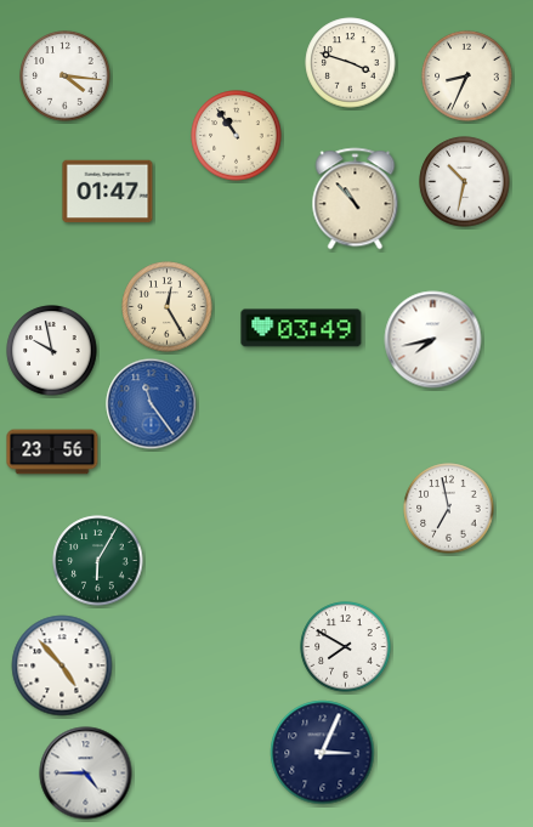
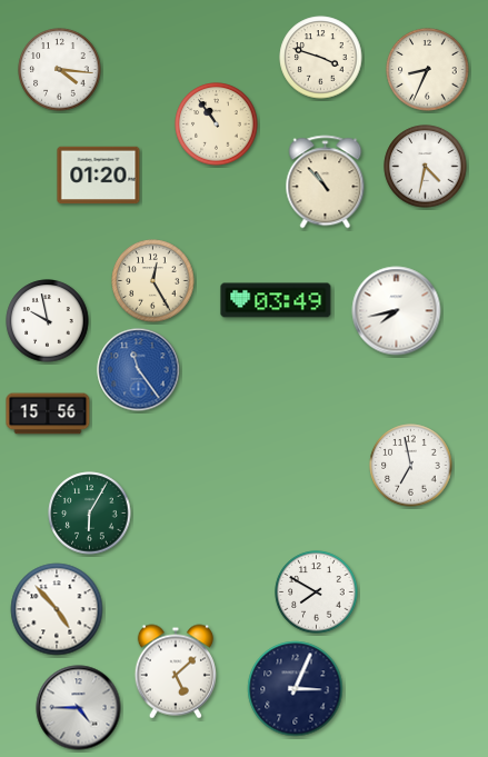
clock at (465, 182): 10:32 -> 4:32
clock at (108, 192): 01:47 -> 01:20
clock at (52, 452): 23:56 -> 15:56
clock at (176, 671): none -> 5:08
